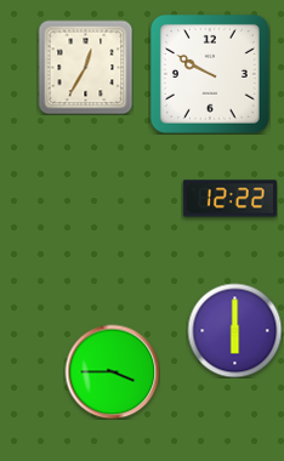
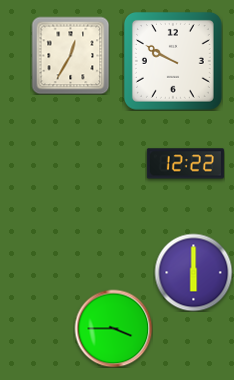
clock at (229, 199) position: (229, 199) -> (185, 164)
clock at (112, 371) position: (112, 371) -> (113, 328)
